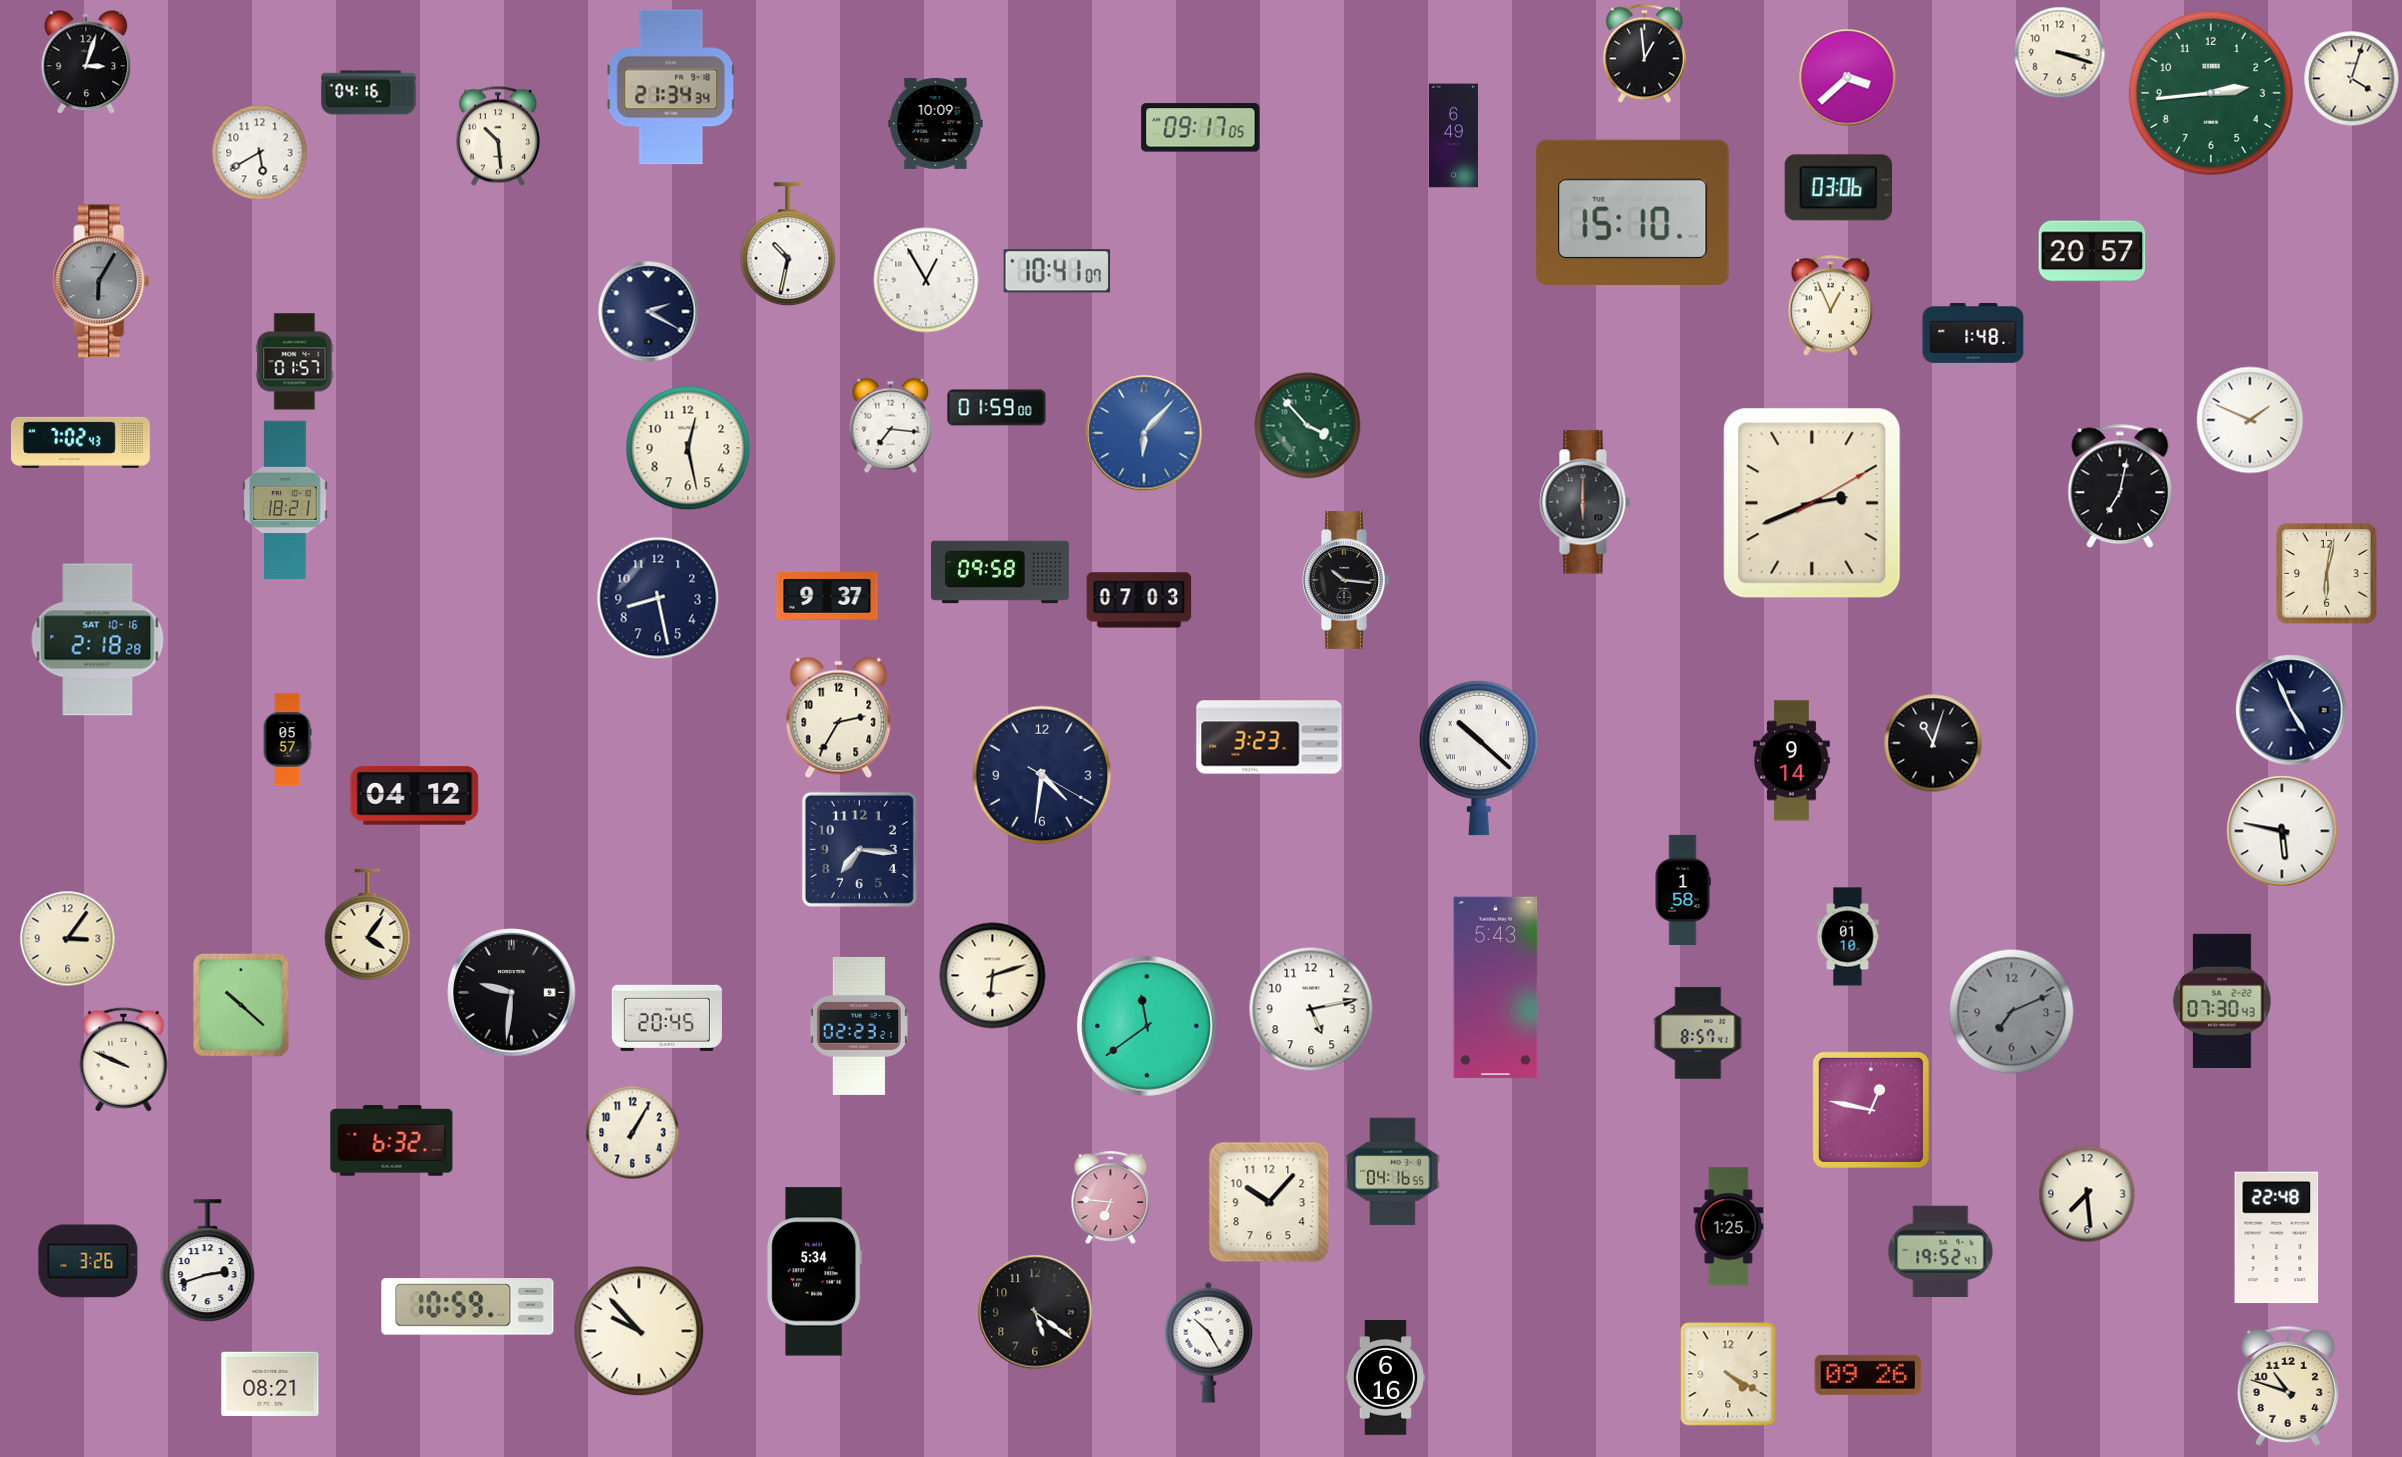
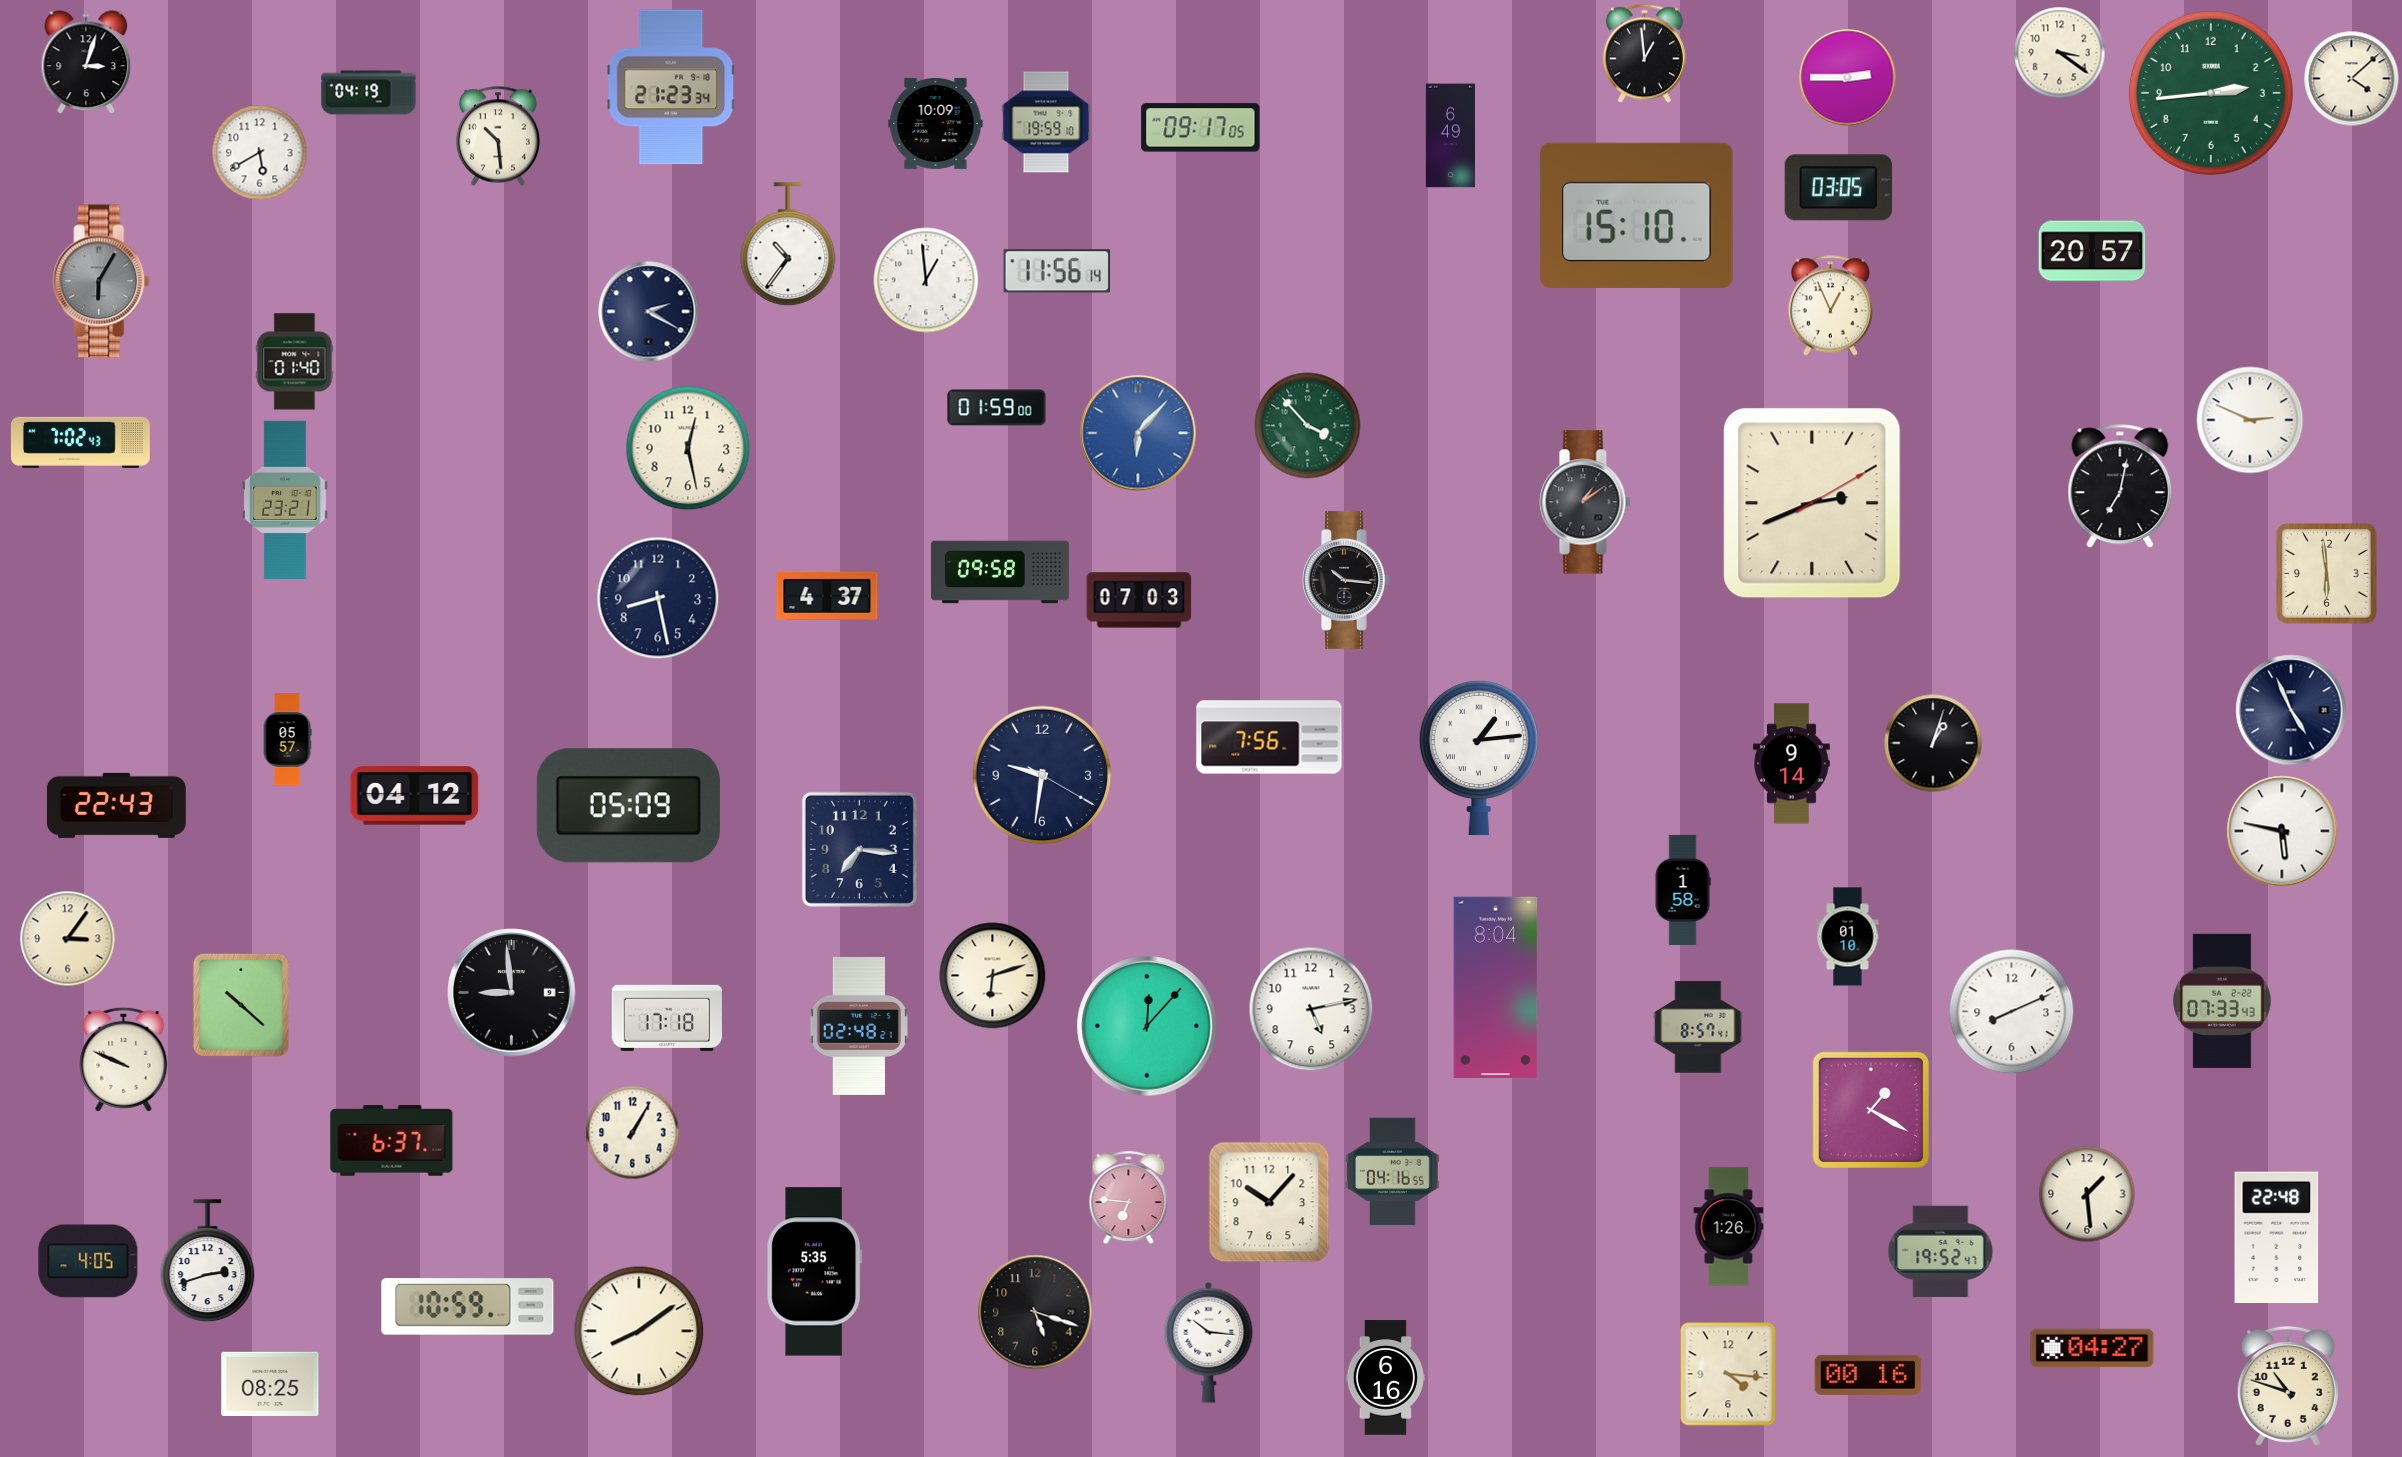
clock at (2060, 53): 3:18 -> 3:21
clock at (1848, 78): 3:38 -> 2:45
clock at (2352, 79): 4:03 -> 4:08
clock at (671, 87): 21:34 -> 21:23
clock at (369, 93): 04:16 -> 04:19
clock at (1046, 122): none -> 19:59
clock at (1453, 136) position: (1453, 136) -> (1450, 136)
clock at (1838, 188): 03:06 -> 03:05
clock at (1633, 212) position: (1633, 212) -> (1637, 215)
clock at (788, 245): 10:32 -> 10:36
clock at (1057, 271): 10:41 -> 11:56
clock at (926, 280): 12:55 -> 12:59
clock at (1973, 333): 1:48 -> none
clock at (295, 362): 01:57 -> 01:40
clock at (2250, 420): 1:49 -> 2:49
clock at (891, 426): 7:16 -> none
clock at (1144, 433) position: (1144, 433) -> (1138, 433)
clock at (285, 499): 18:21 -> 23:21
clock at (1585, 502): 6:00 -> 1:09
clock at (2327, 574): 6:02 -> 5:59
clock at (827, 596): 9:37 -> 4:37
clock at (98, 640): 2:18 -> none
clock at (839, 718): 2:35 -> none
clock at (1269, 737): 3:23 -> 7:56
clock at (1933, 743): 11:03 -> 1:03
clock at (1479, 758): 10:22 -> 1:14
clock at (1792, 761) position: (1792, 761) -> (1792, 764)
clock at (1042, 775): 4:31 -> 9:31
clock at (116, 805): none -> 22:43
clock at (628, 806): none -> 05:09
clock at (368, 925): 4:06 -> none
clock at (1496, 988): 5:43 -> 8:04
clock at (512, 993): 9:31 -> 8:59
clock at (2222, 1001): 07:30 -> 07:33
clock at (2012, 1012): 7:11 -> 8:11
clock at (2012, 1012) dial: grey -> white
clock at (667, 1018): 20:45 -> 17:18
clock at (859, 1026): 02:23 -> 02:48
clock at (1147, 1026): 11:39 -> 12:07
clock at (1698, 1033) position: (1698, 1033) -> (1698, 1027)
clock at (1871, 1110): 12:47 -> 1:20
clock at (392, 1141): 6:32 -> 6:37
clock at (2087, 1194): 7:29 -> 1:29
clock at (1111, 1198) position: (1111, 1198) -> (1129, 1198)
clock at (1729, 1227): 1:25 -> 1:26
clock at (88, 1261): 3:26 -> 4:05
clock at (815, 1272): 5:34 -> 5:35
clock at (1035, 1312): 5:21 -> 5:18
clock at (639, 1331): 9:53 -> 8:09
clock at (1209, 1342): 10:25 -> 10:16
clock at (2092, 1348): none -> 04:27
clock at (1728, 1374): 4:20 -> 4:16
clock at (1868, 1375): 09:26 -> 00:16
clock at (270, 1384): 08:21 -> 08:25
